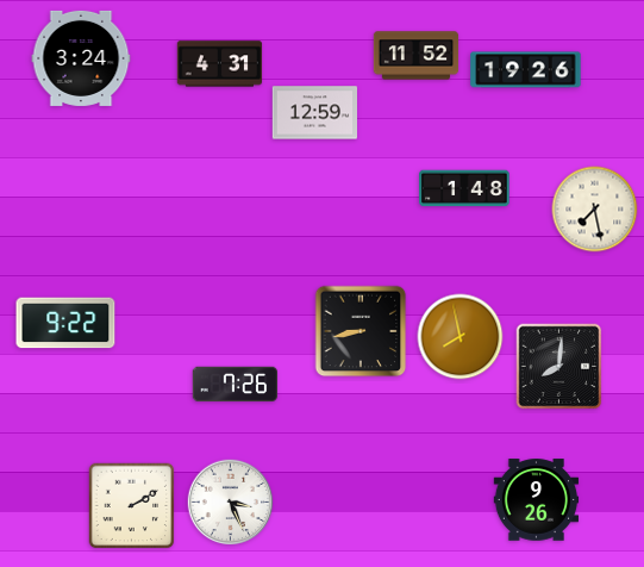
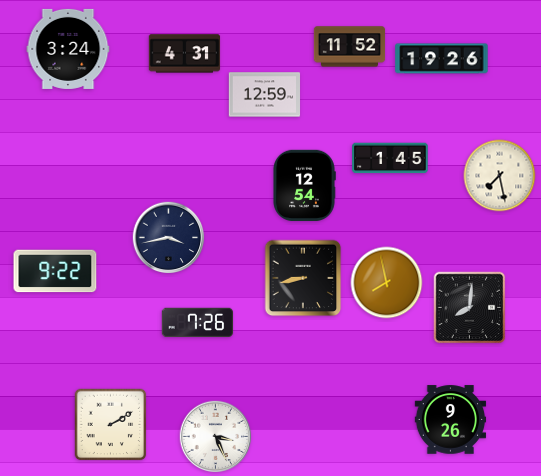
clock at (464, 188): 1:48 -> 1:45
clock at (304, 186): none -> 12:54
clock at (169, 238): none -> 3:43
clock at (231, 503) position: (231, 503) -> (216, 437)
